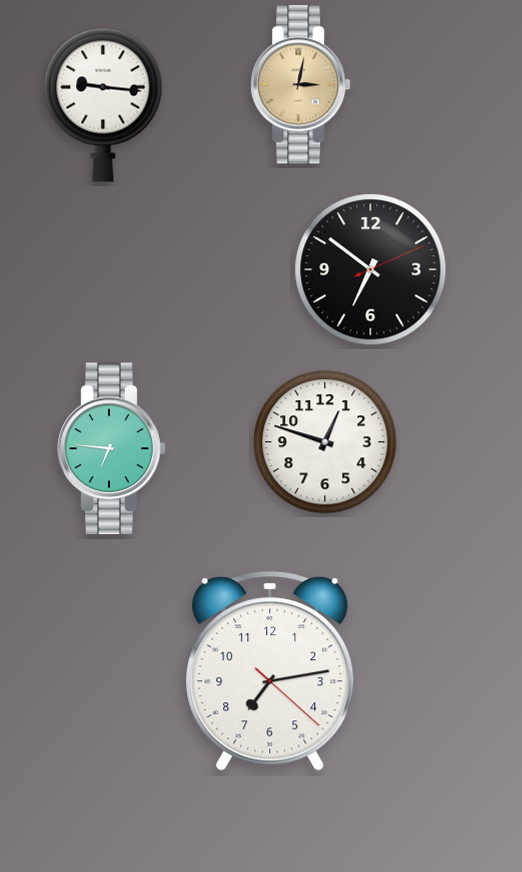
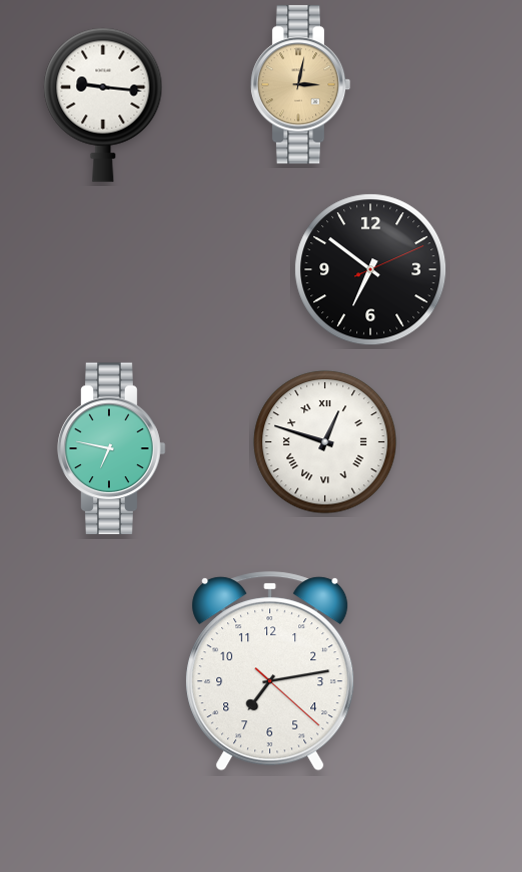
clock at (325, 442) numerals: Arabic -> Roman
clock at (112, 449): 6:46 -> 6:47
